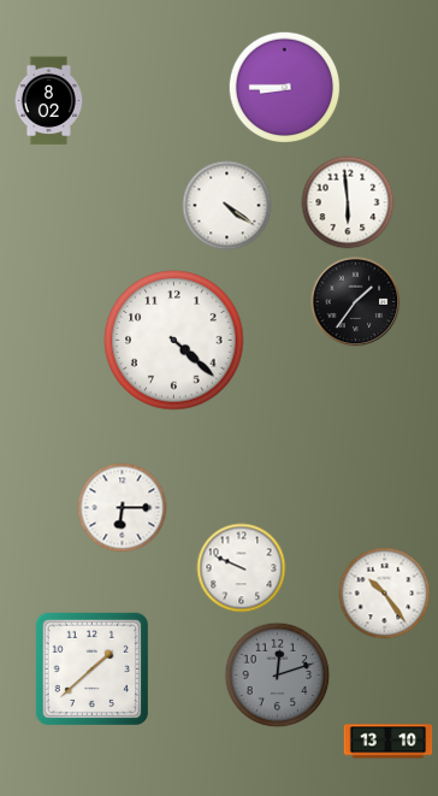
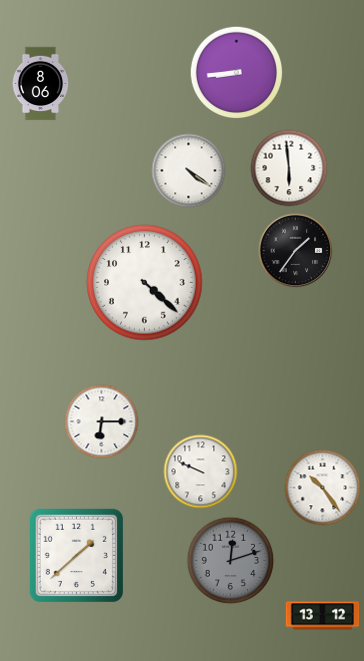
clock at (285, 88): 8:45 -> 8:44
clock at (49, 101): 8:02 -> 8:06
clock at (385, 594) position: (385, 594) -> (323, 488)
clock at (389, 742): 13:10 -> 13:12
